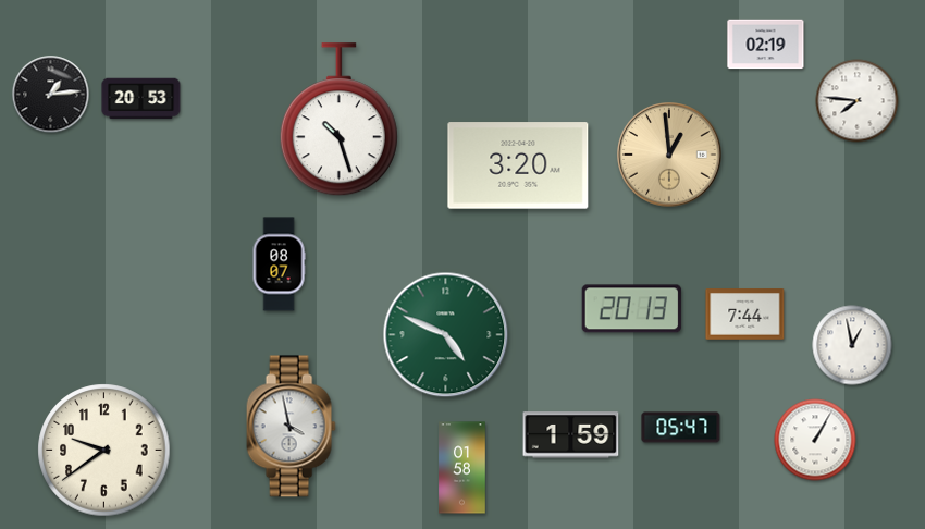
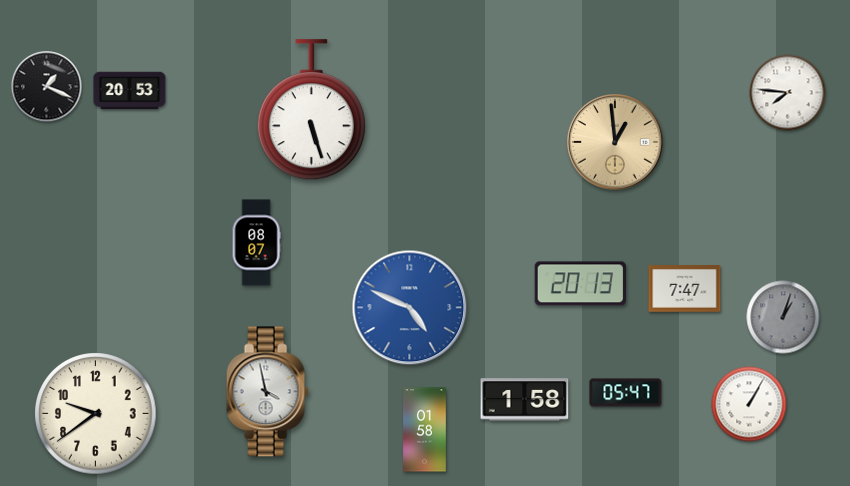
clock at (766, 45): 02:19 -> none
clock at (51, 95): 1:14 -> 1:19
clock at (338, 120): 10:27 -> 5:27
clock at (518, 165): 3:20 -> none
clock at (745, 315): 7:44 -> 7:47
clock at (446, 335) dial: green -> blue
clock at (852, 345): 12:58 -> 1:03
clock at (852, 345) dial: white -> grey
clock at (571, 435): 1:59 -> 1:58
